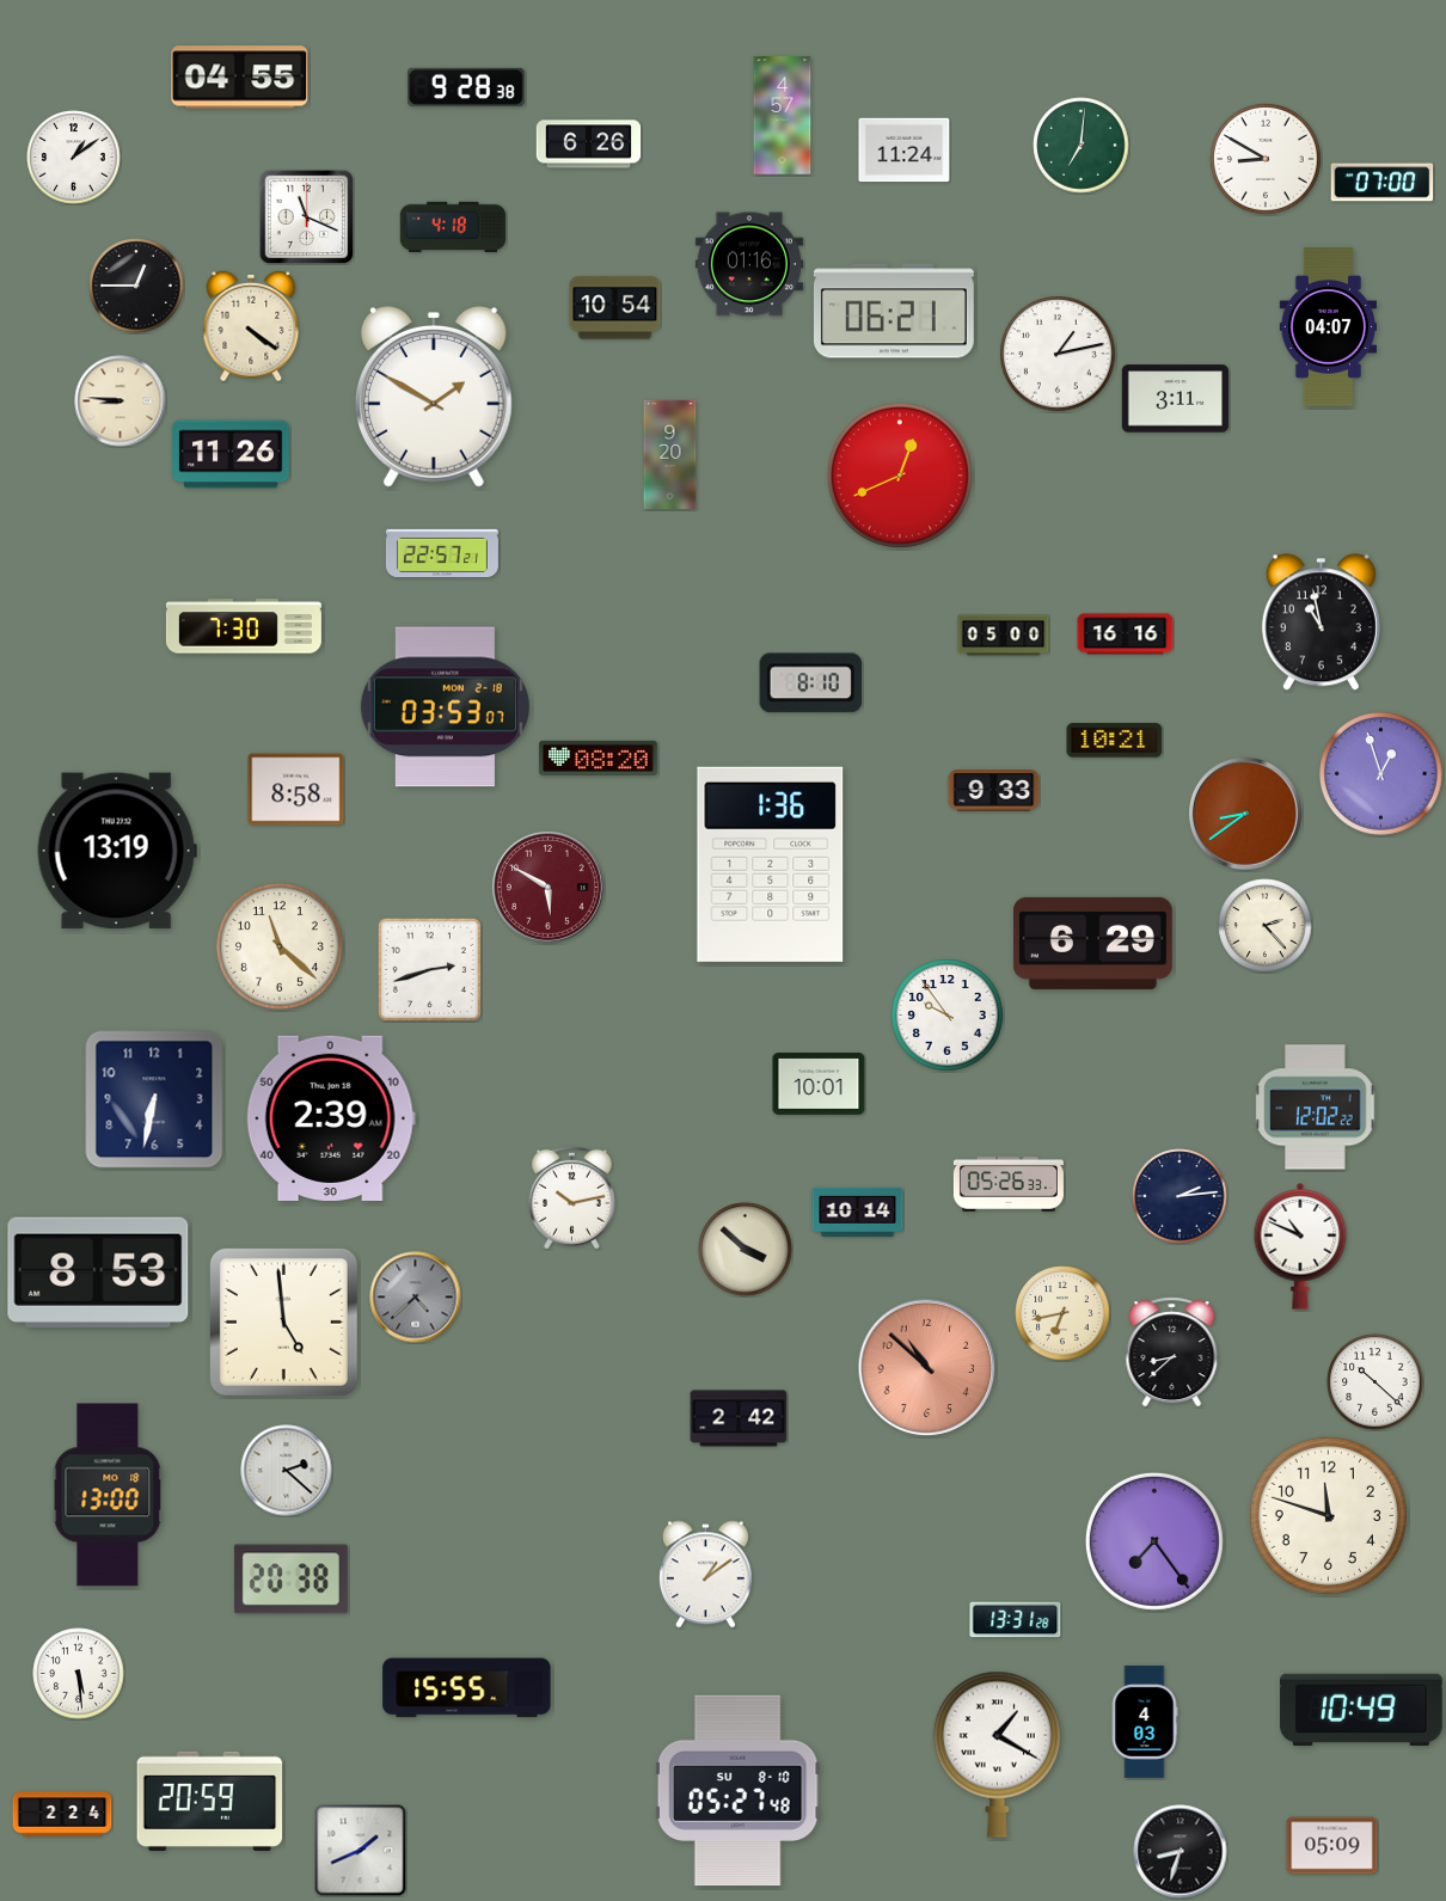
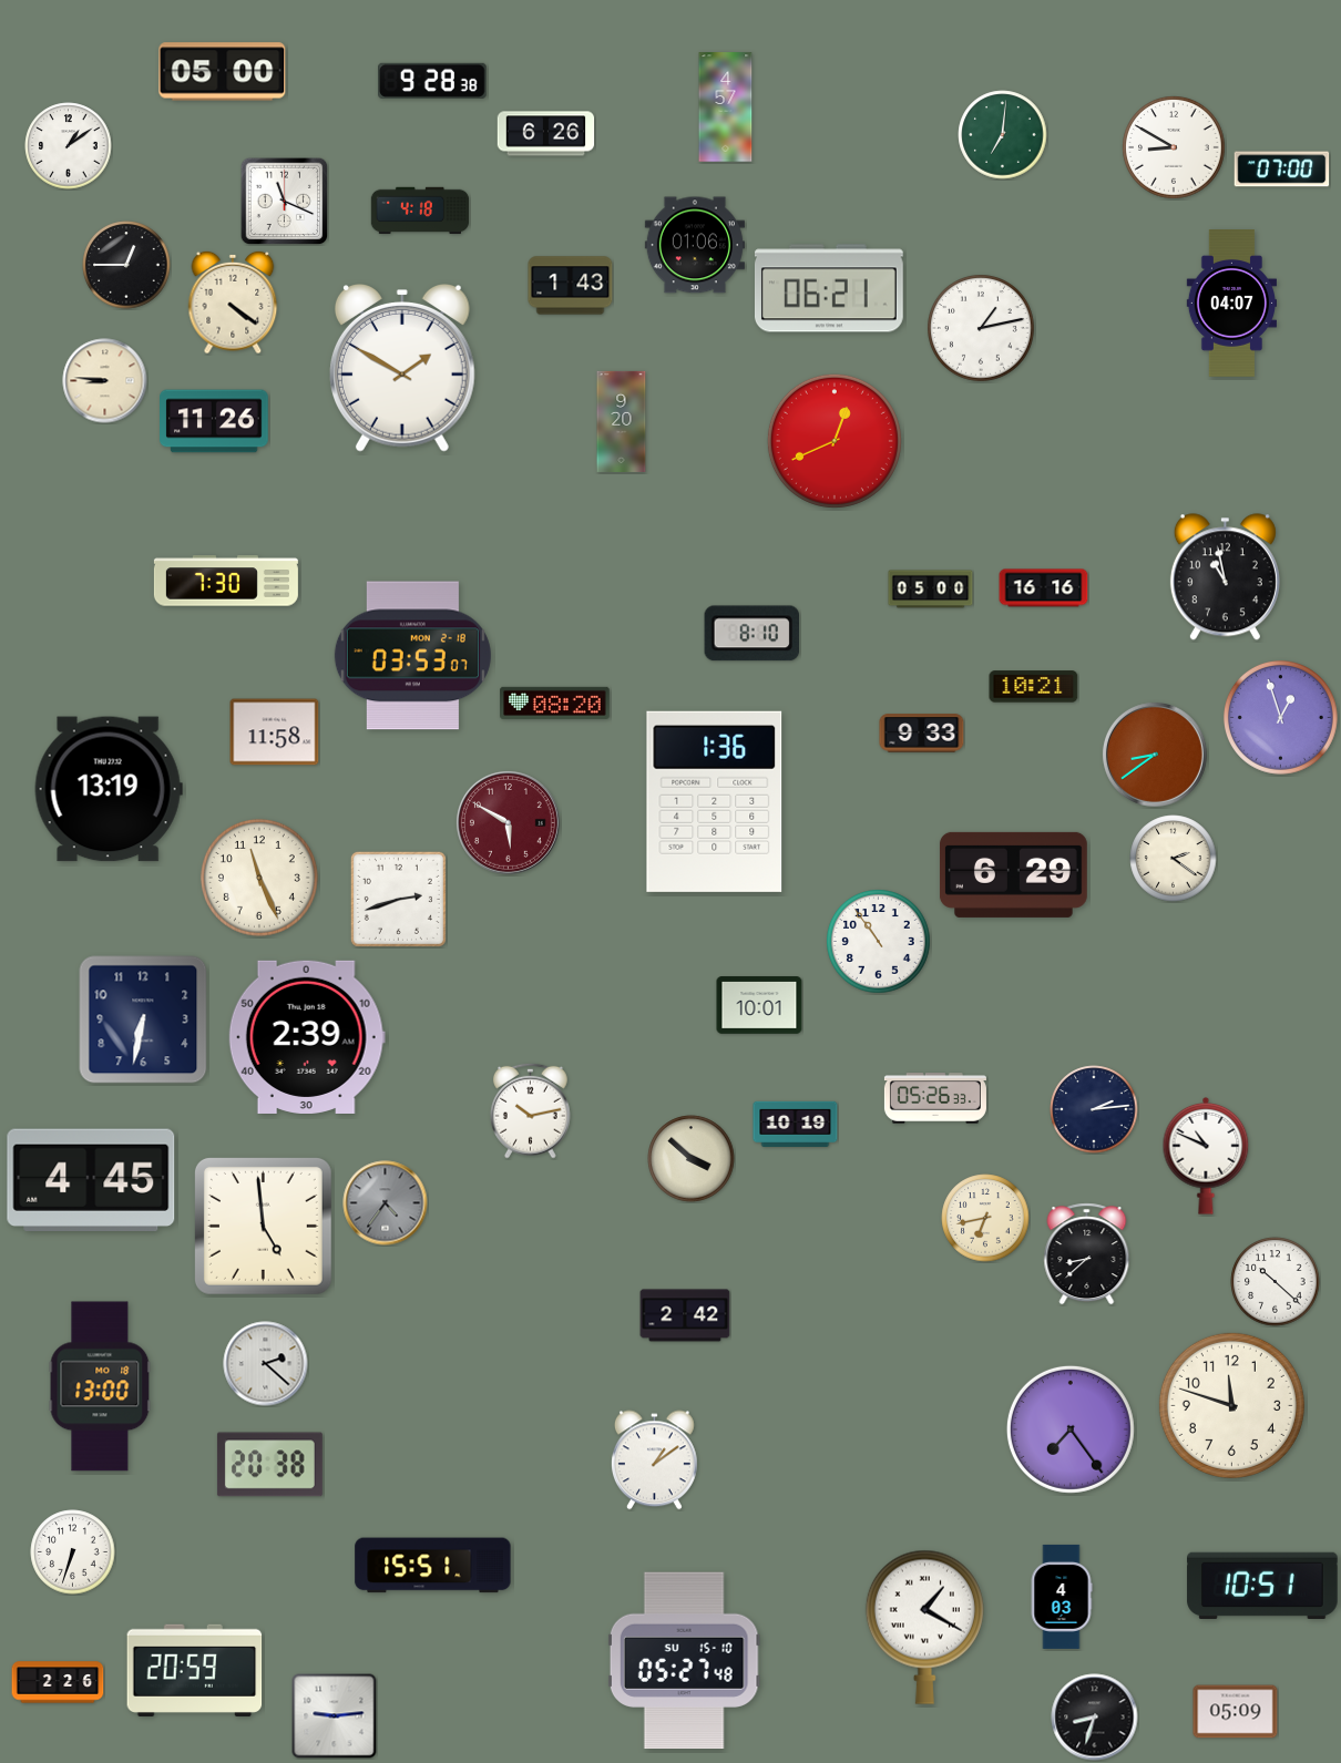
clock at (240, 78): 04:55 -> 05:00
clock at (905, 151): 11:24 -> none
clock at (749, 264): 01:16 -> 01:06
clock at (615, 308): 10:54 -> 1:43
clock at (1175, 399): 3:11 -> none
clock at (121, 401) position: (121, 401) -> (105, 381)
clock at (442, 553): 22:57 -> none
clock at (296, 790): 8:58 -> 11:58
clock at (1266, 926): 2:23 -> 2:21
clock at (280, 946): 11:22 -> 11:26
clock at (948, 1016): 9:54 -> 10:54
clock at (1316, 1108): 12:02 -> none
clock at (858, 1212): 10:14 -> 10:19
clock at (98, 1271): 8:53 -> 4:45
clock at (416, 1298): 4:38 -> 4:36
clock at (927, 1368): 10:52 -> none
clock at (1016, 1620): 13:31 -> none
clock at (79, 1674): 5:29 -> 6:33
clock at (467, 1688): 15:55 -> 15:51
clock at (1361, 1710): 10:49 -> 10:51
clock at (737, 1791) date: SU 8-10 -> SU 15-10
clock at (62, 1814): 2:24 -> 2:26
clock at (361, 1851): 1:41 -> 9:14
